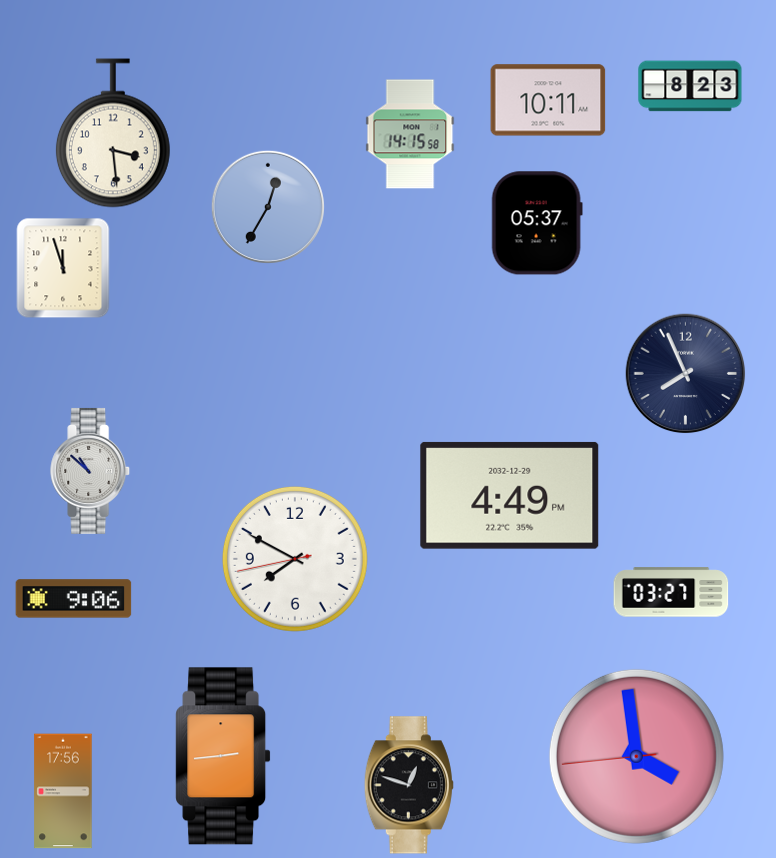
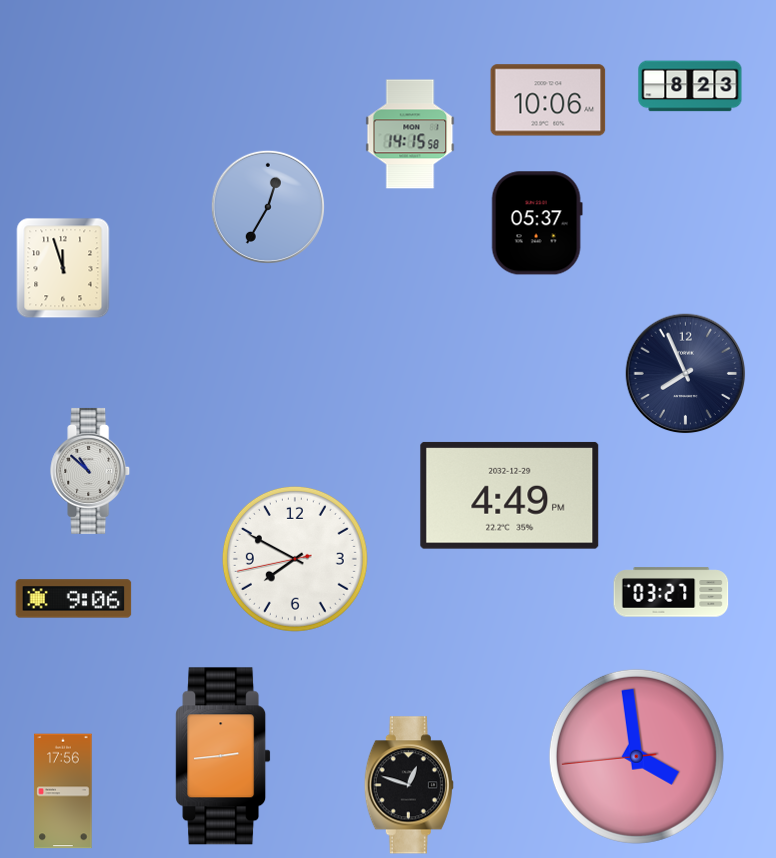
clock at (548, 100): 10:11 -> 10:06
clock at (113, 133): 3:29 -> none
